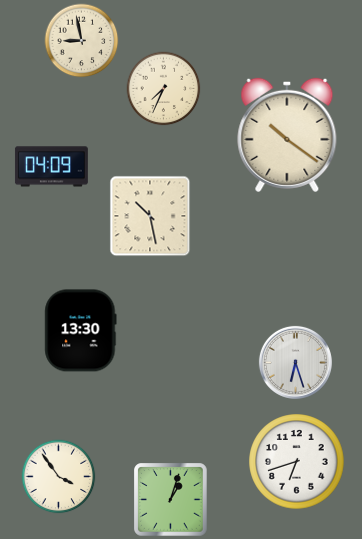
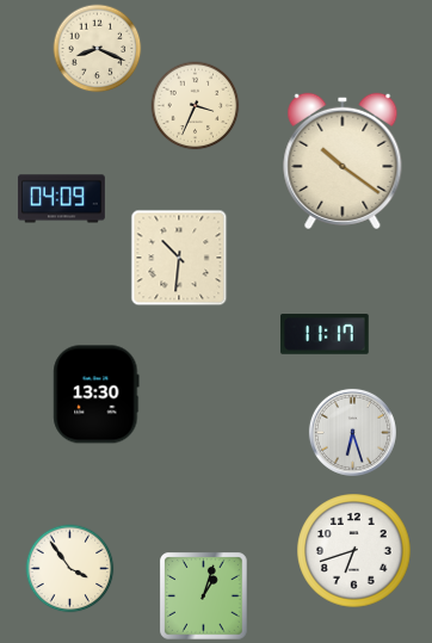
clock at (82, 41): 8:58 -> 8:19
clock at (164, 89): 7:34 -> 3:34
clock at (150, 216): 10:28 -> 10:31
clock at (326, 334): none -> 11:17
